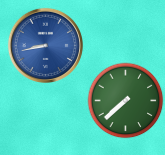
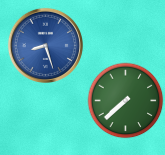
clock at (45, 45): 8:43 -> 8:27
